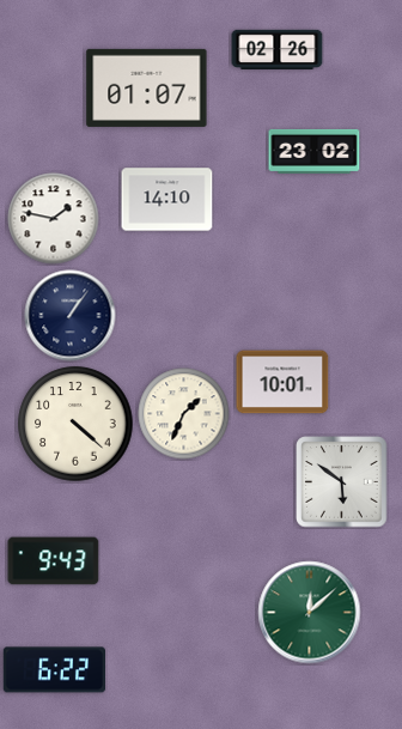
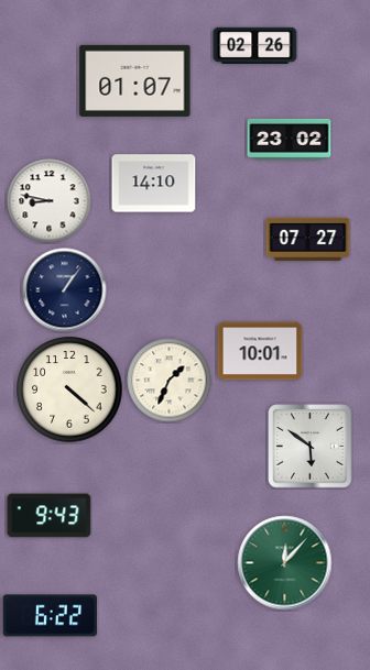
clock at (54, 219): 1:47 -> 8:47
clock at (308, 239): none -> 07:27
clock at (342, 482) position: (342, 482) -> (311, 447)
clock at (310, 613): 12:08 -> 12:07
